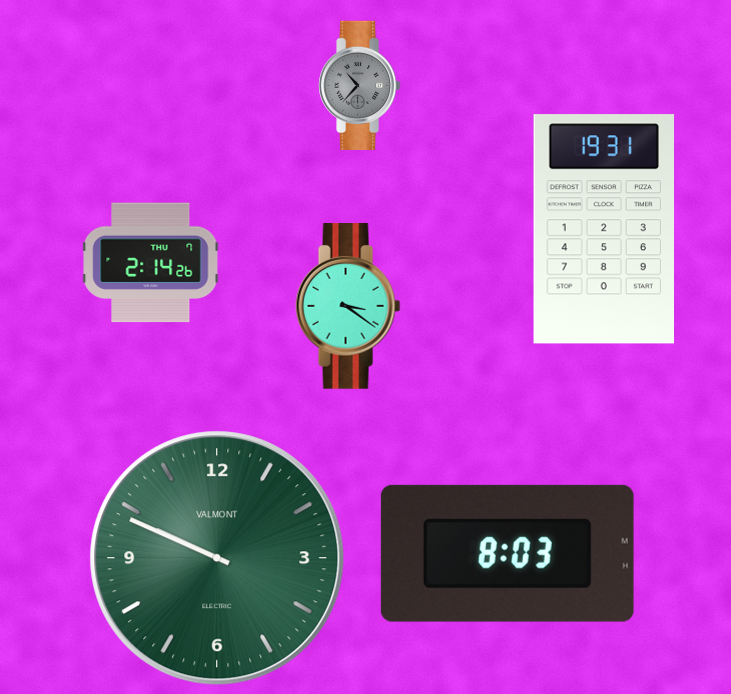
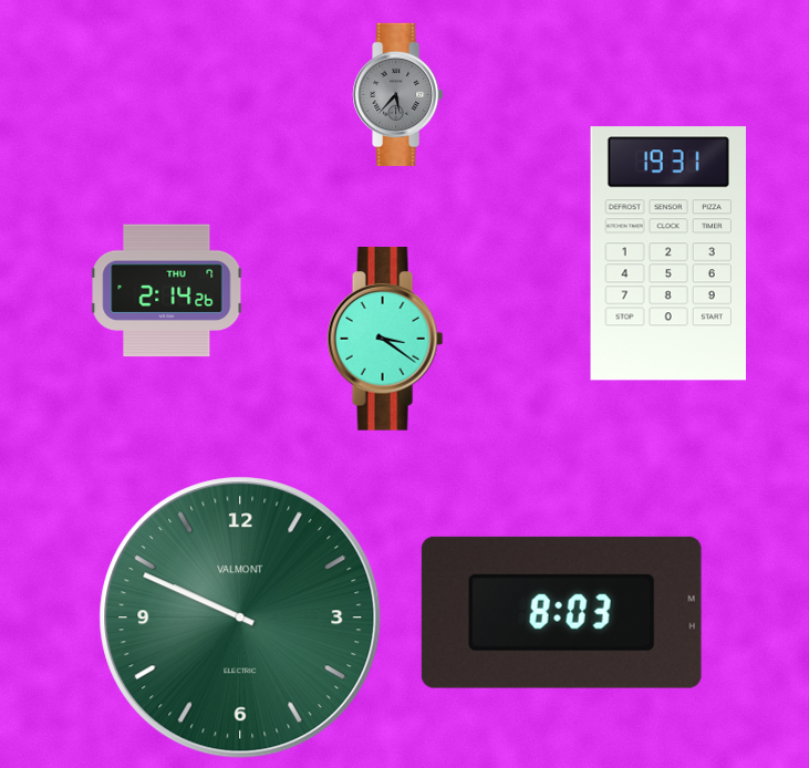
clock at (360, 85): 10:37 -> 5:37
